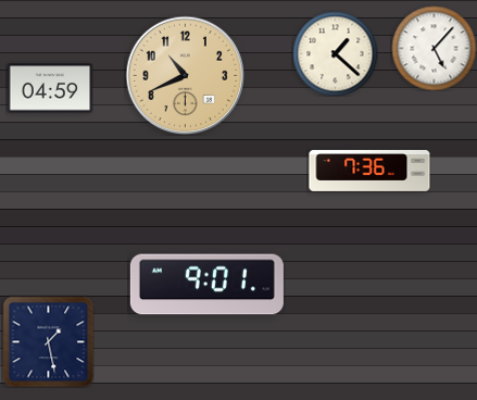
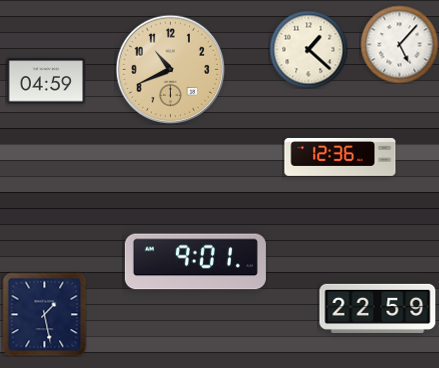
clock at (369, 171): 7:36 -> 12:36
clock at (206, 285) position: (206, 285) -> (195, 262)
clock at (378, 308): none -> 22:59
